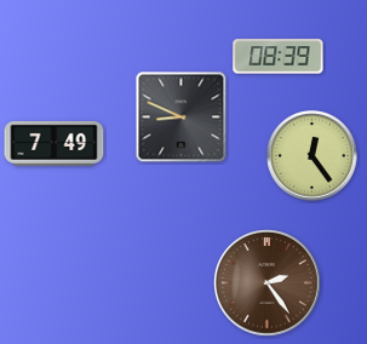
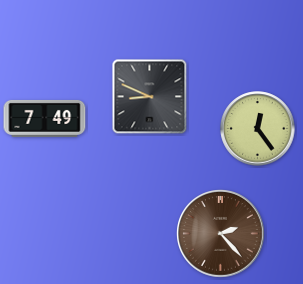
clock at (279, 57): 08:39 -> none
clock at (268, 283): 2:24 -> 2:23
